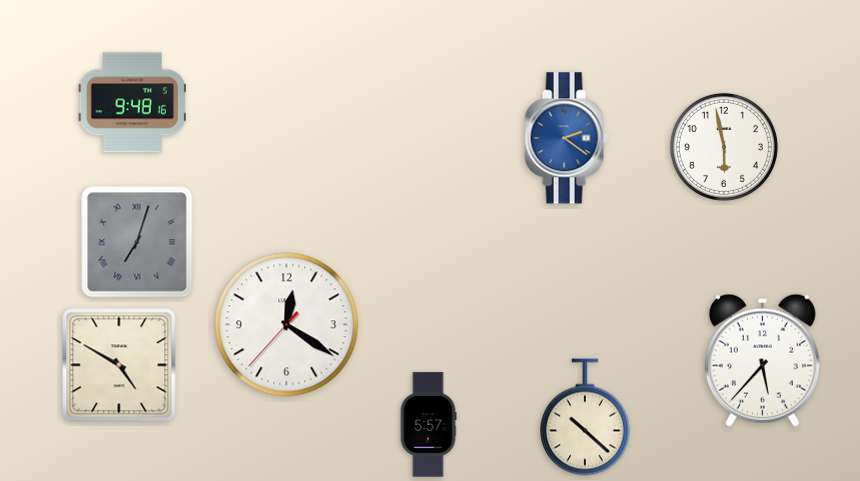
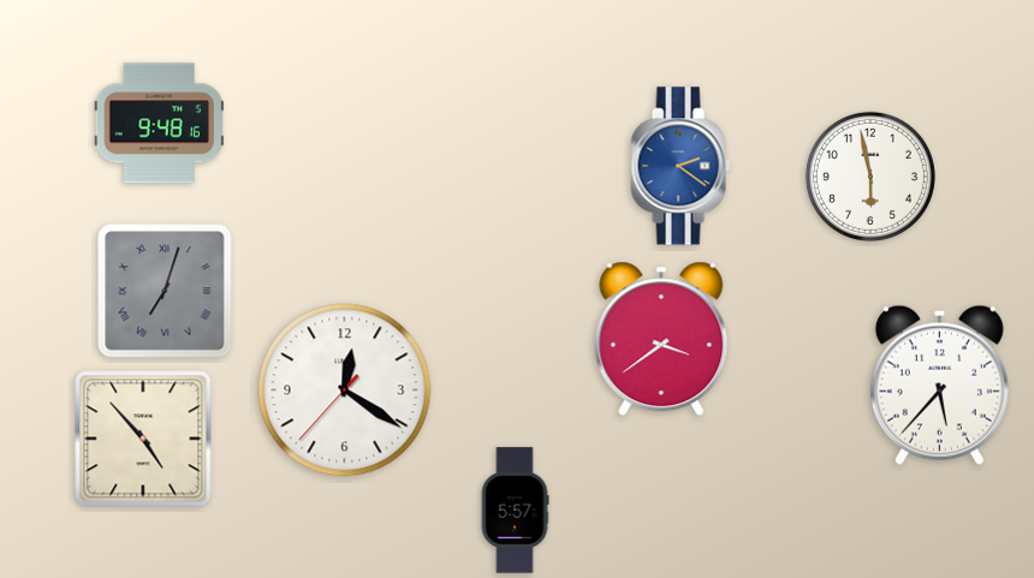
clock at (661, 339): none -> 3:39
clock at (762, 360) position: (762, 360) -> (939, 385)
clock at (119, 365): 4:50 -> 4:53
clock at (585, 417): 10:22 -> none
